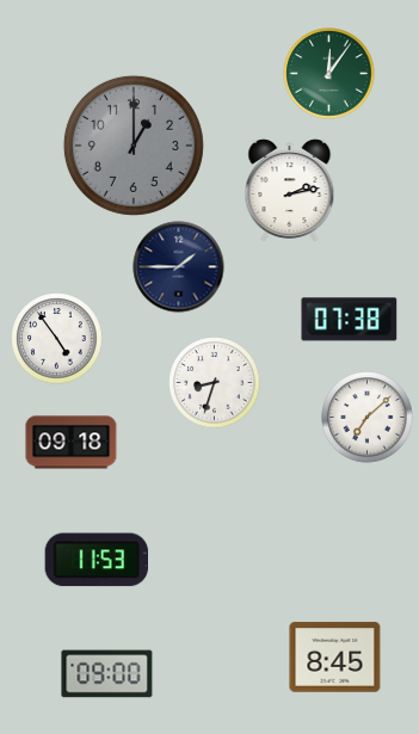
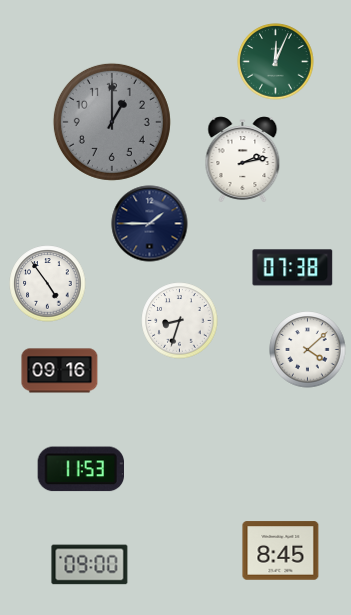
clock at (329, 74): 12:06 -> 12:04
clock at (368, 418): 7:08 -> 4:08
clock at (72, 443): 09:18 -> 09:16
